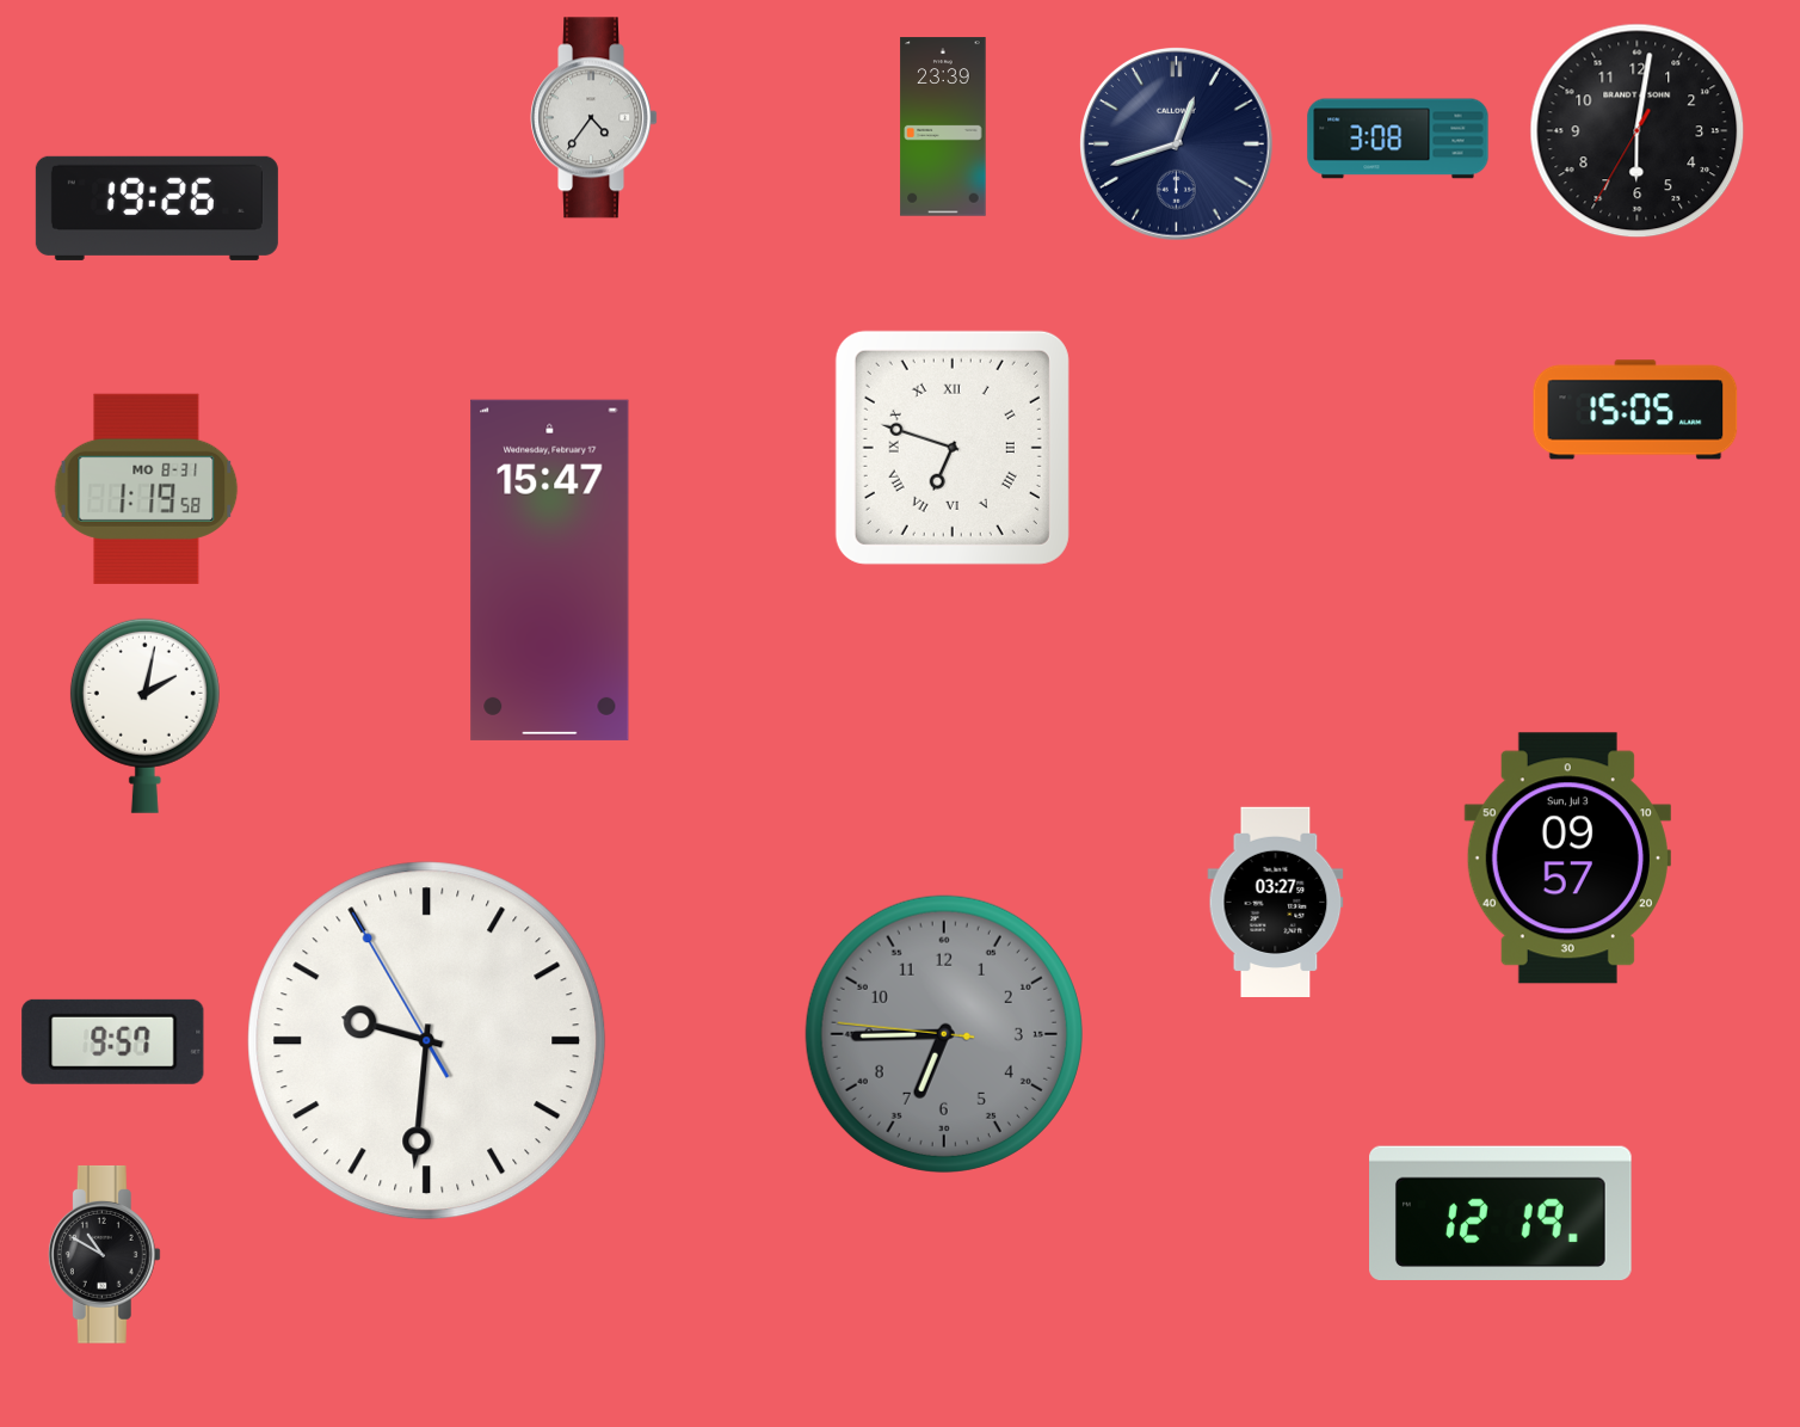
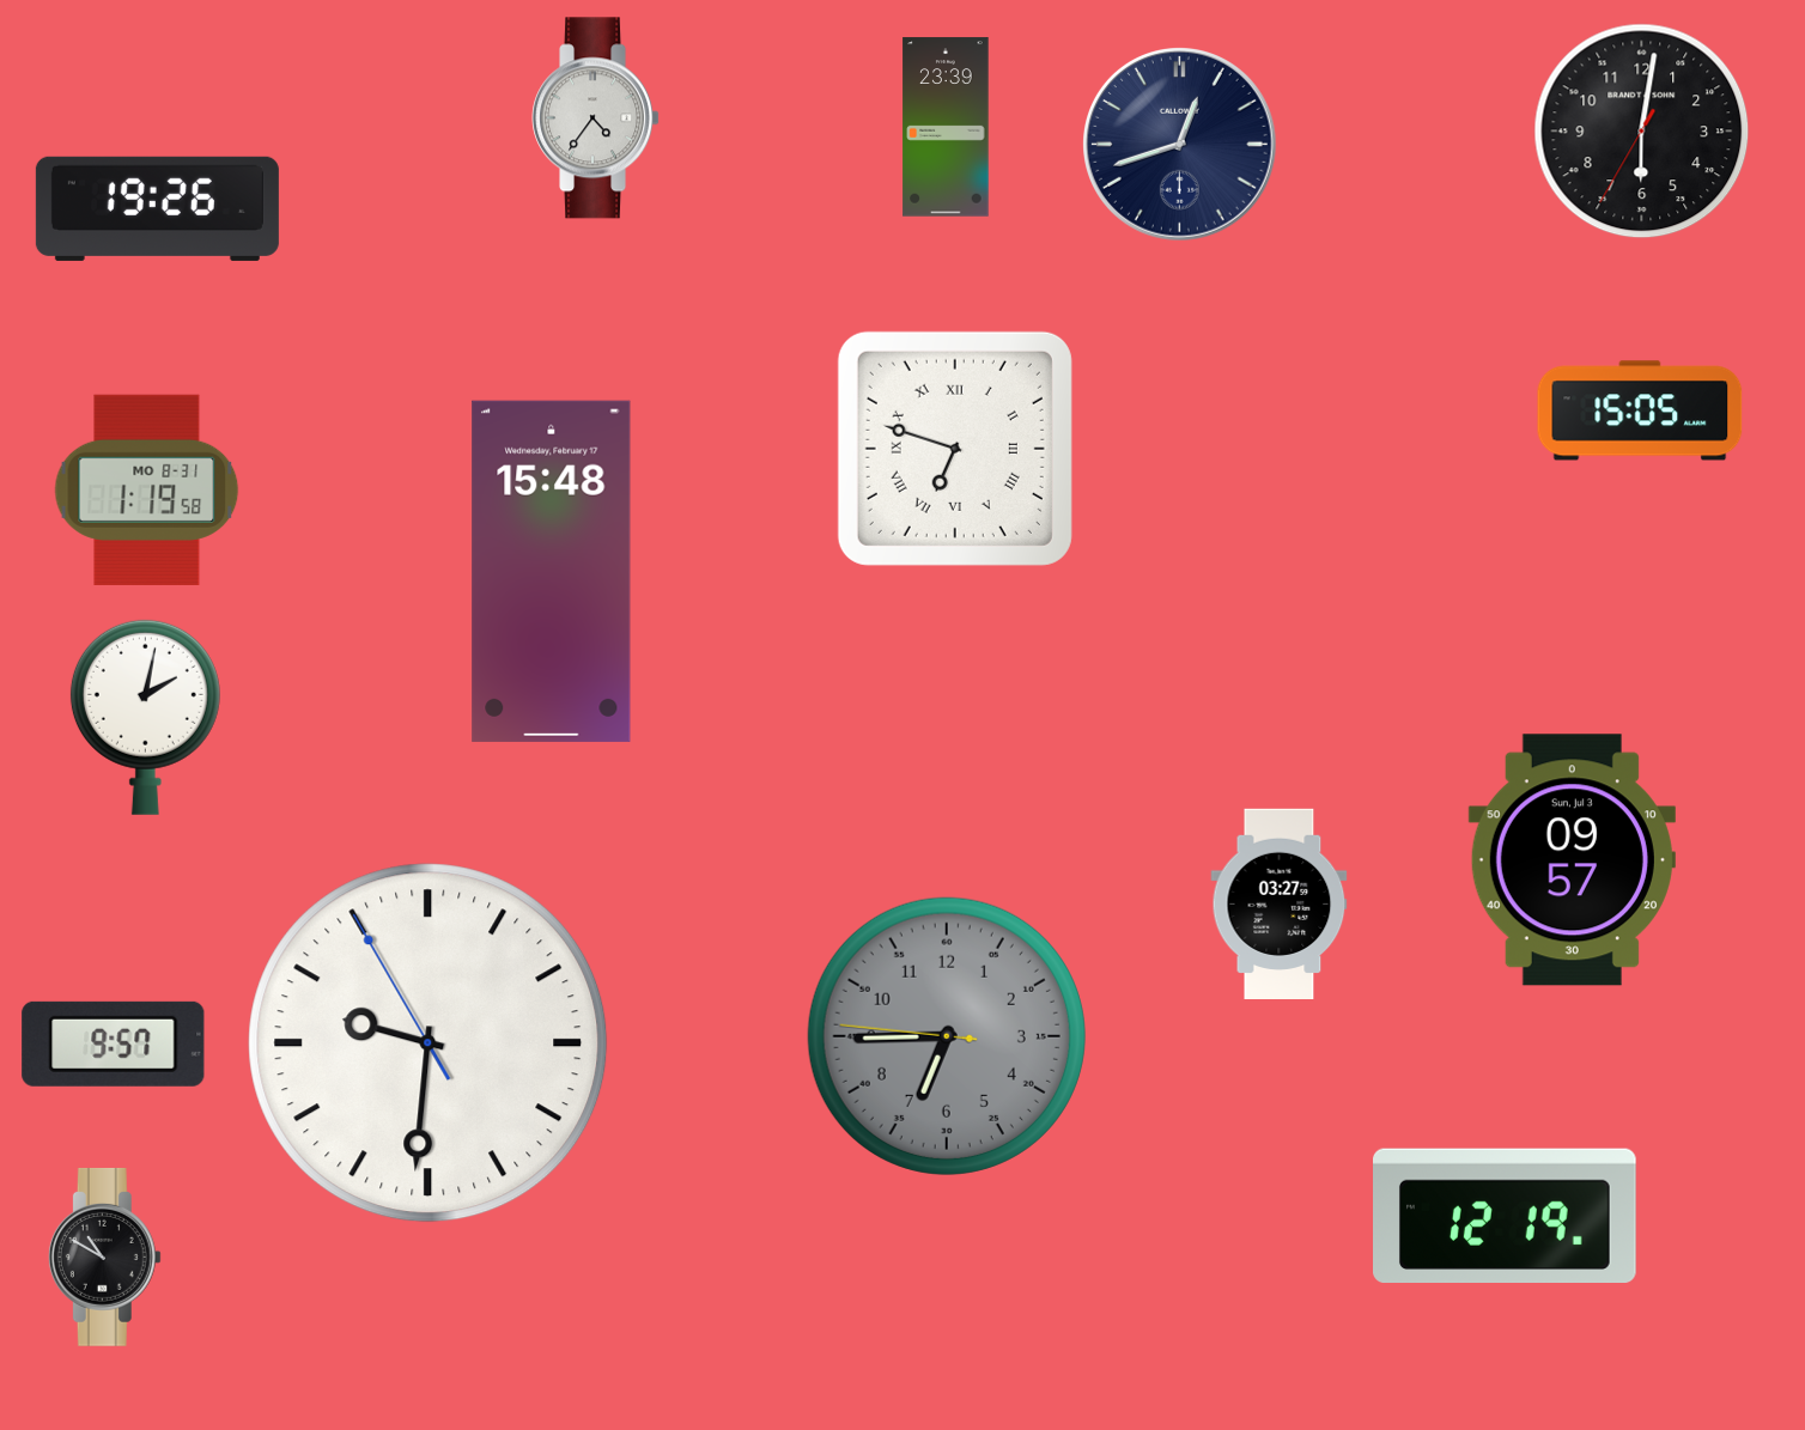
clock at (1398, 139): 3:08 -> none
clock at (550, 570): 15:47 -> 15:48
